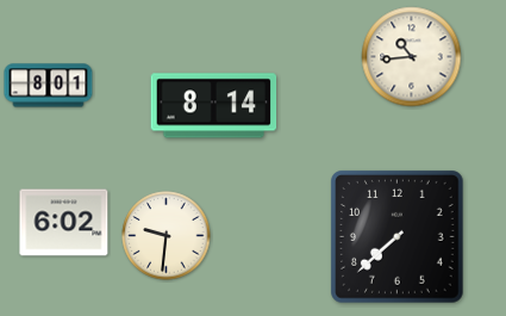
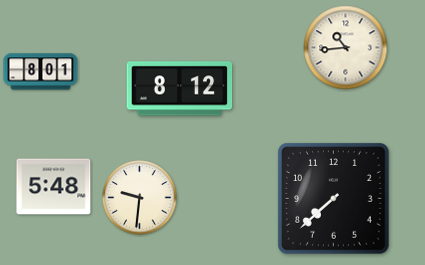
clock at (214, 106): 8:14 -> 8:12
clock at (64, 223): 6:02 -> 5:48
